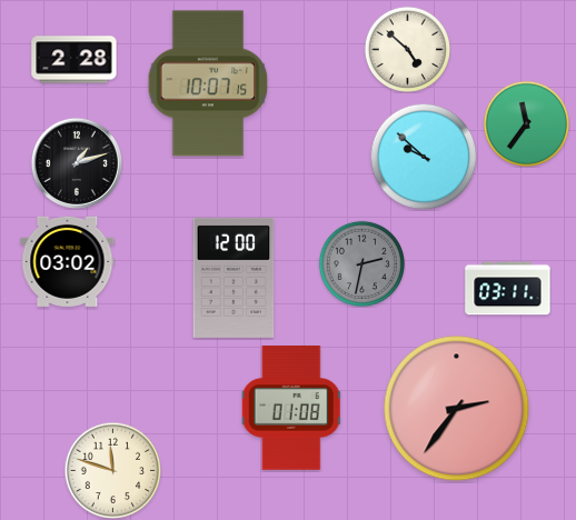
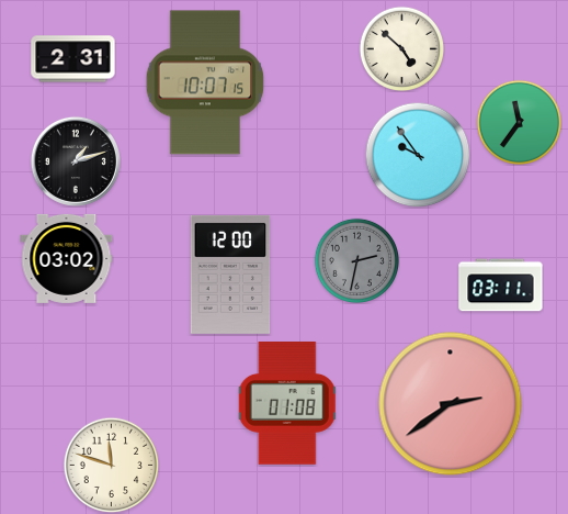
clock at (75, 60): 2:28 -> 2:31
clock at (424, 157): 9:52 -> 9:54
clock at (457, 409): 2:36 -> 2:39
